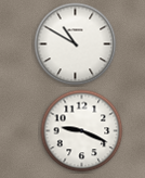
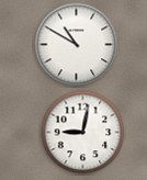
clock at (82, 131): 9:19 -> 9:02
